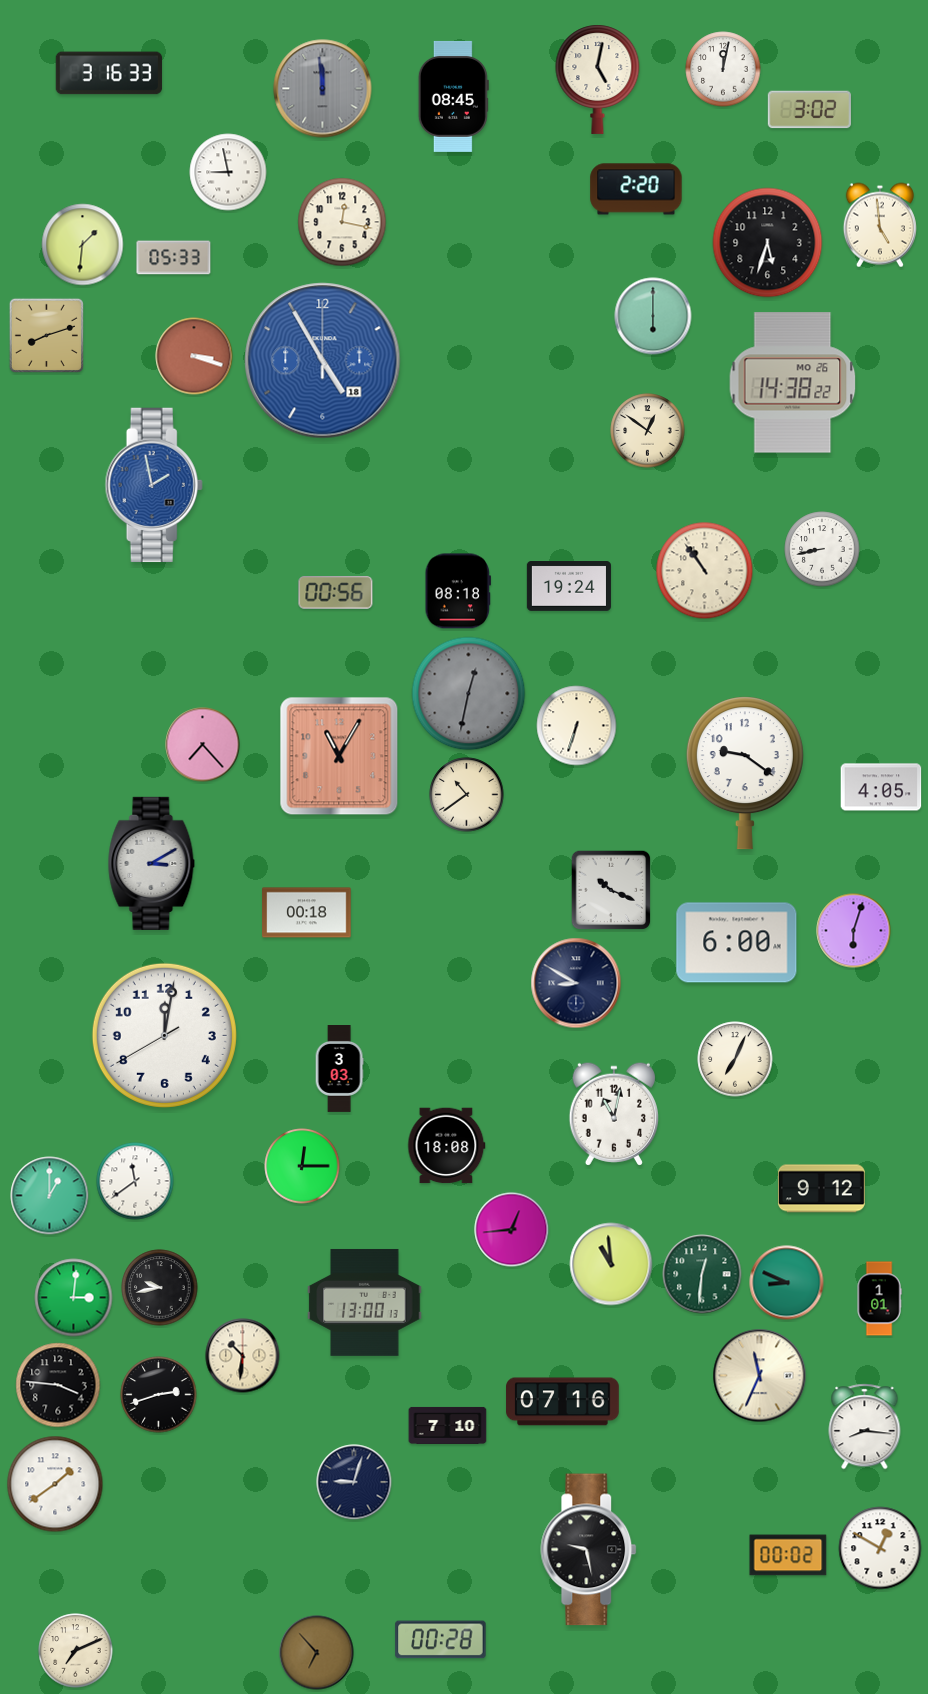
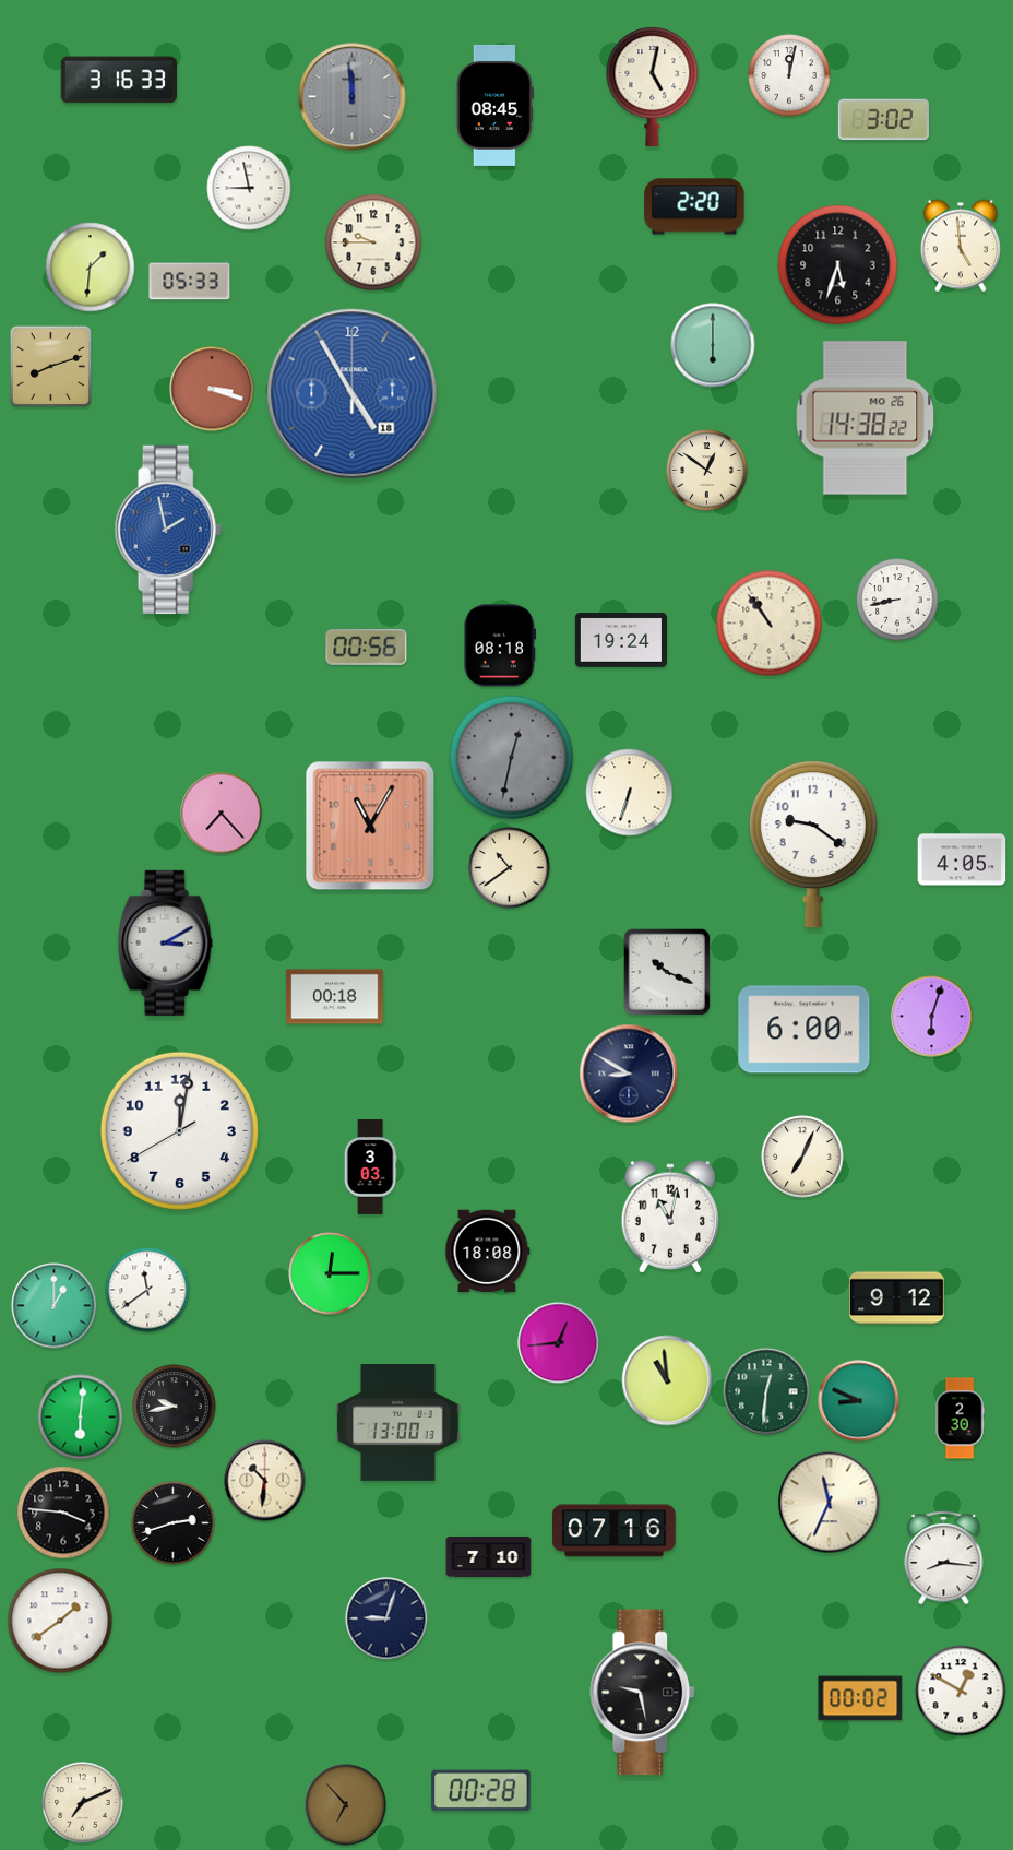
clock at (342, 222): 12:17 -> 9:45
clock at (74, 1298): 3:01 -> 6:01
clock at (879, 1299): 1:01 -> 2:30
